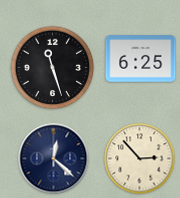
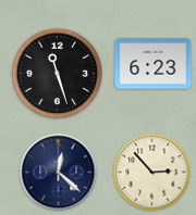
clock at (141, 59): 6:25 -> 6:23
